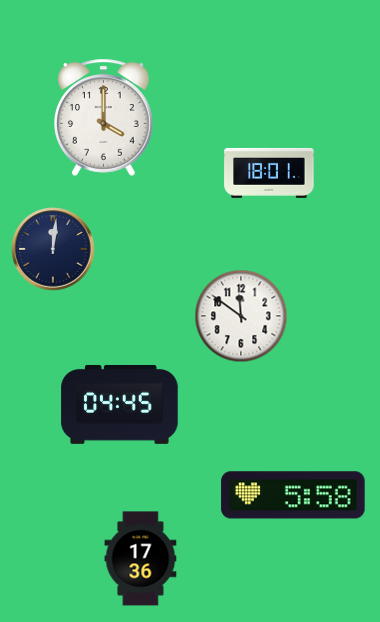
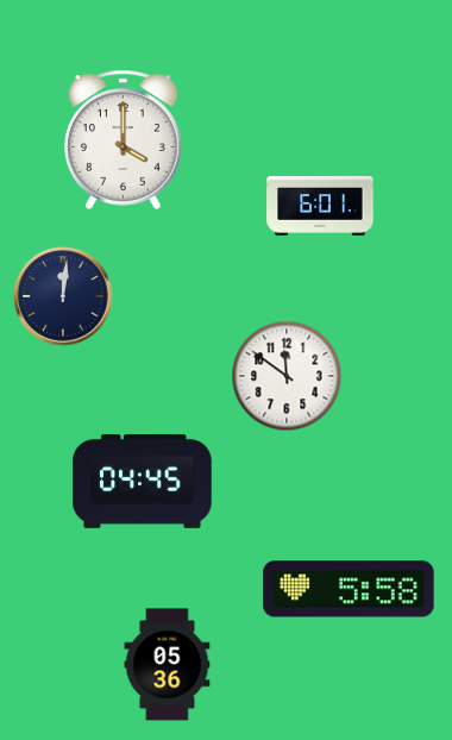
clock at (269, 173): 18:01 -> 6:01
clock at (141, 559): 17:36 -> 05:36
